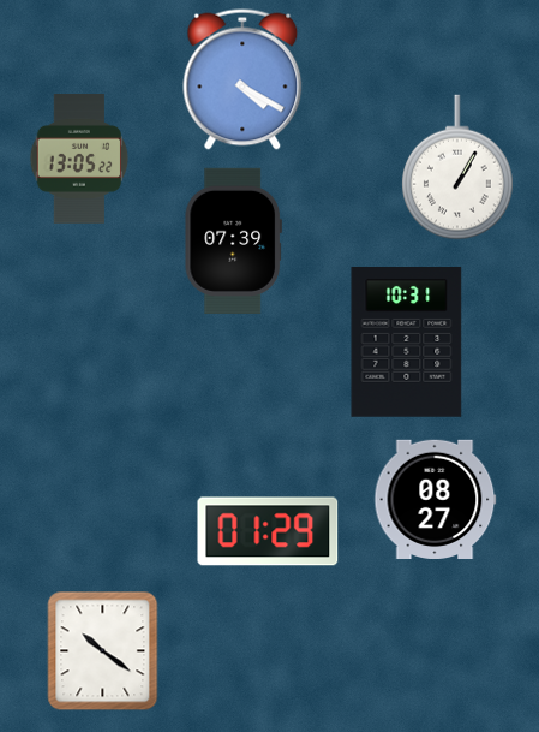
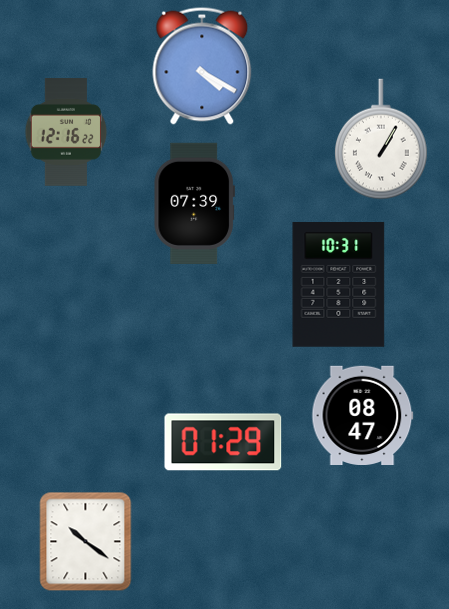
clock at (79, 160): 13:05 -> 12:16
clock at (233, 240) position: (233, 240) -> (194, 203)
clock at (436, 500): 08:27 -> 08:47
